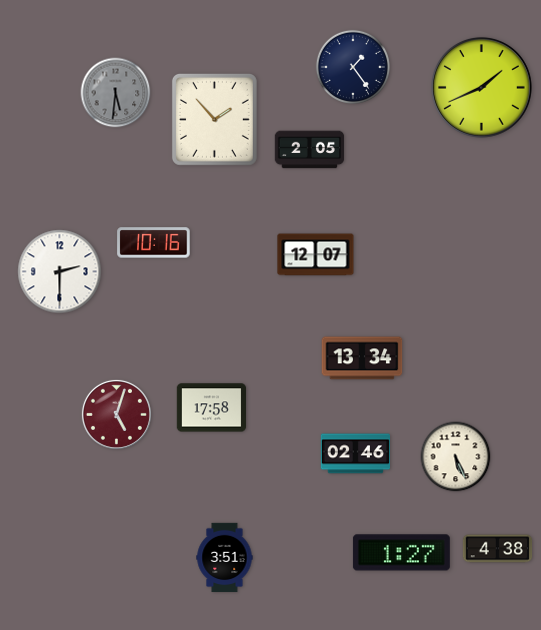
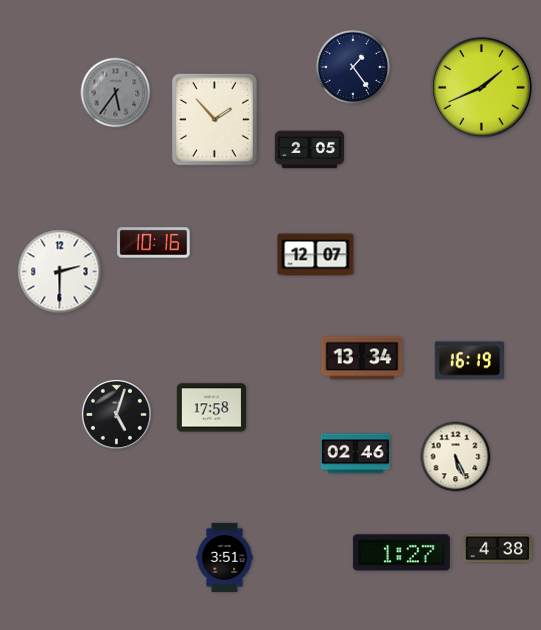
clock at (116, 93): 5:31 -> 5:36
clock at (469, 361): none -> 16:19
clock at (116, 414) dial: burgundy -> black
